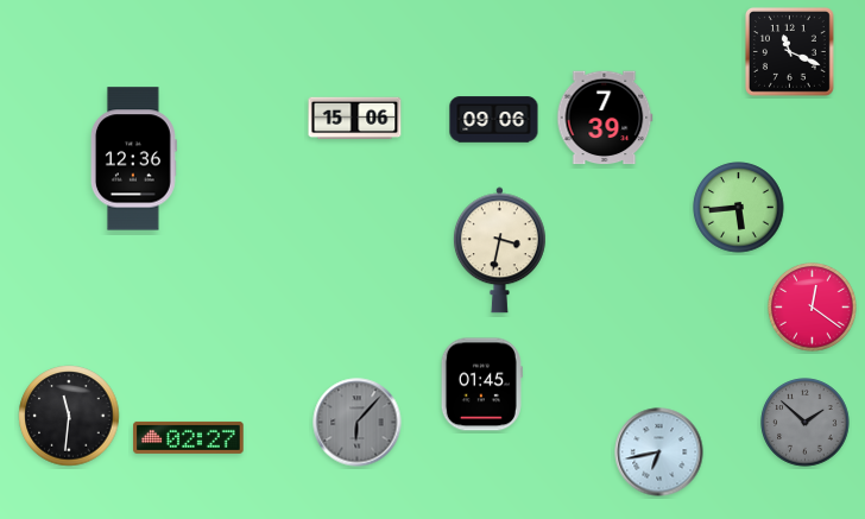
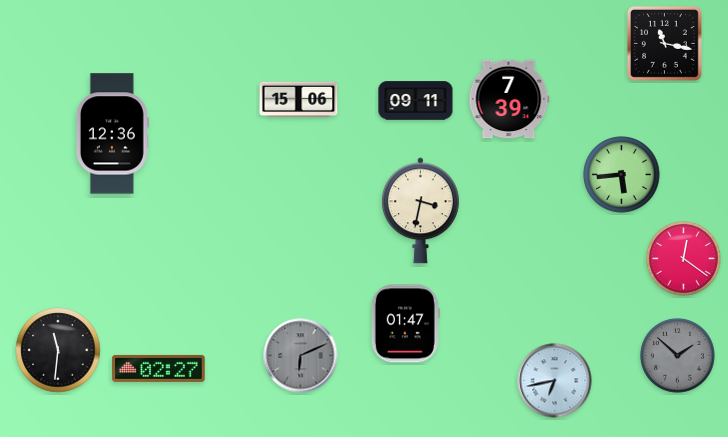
clock at (789, 51): 11:19 -> 11:17
clock at (494, 120): 09:06 -> 09:11
clock at (481, 385): 01:45 -> 01:47
clock at (358, 423): 6:07 -> 6:11
